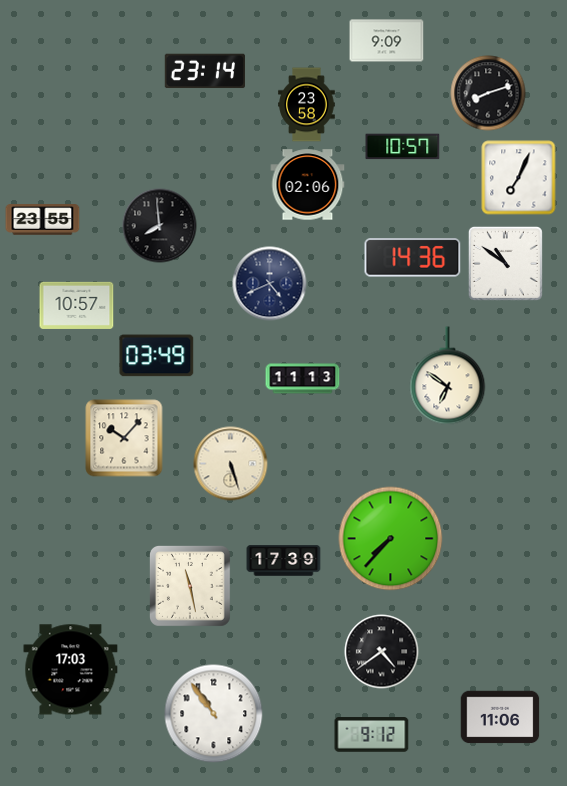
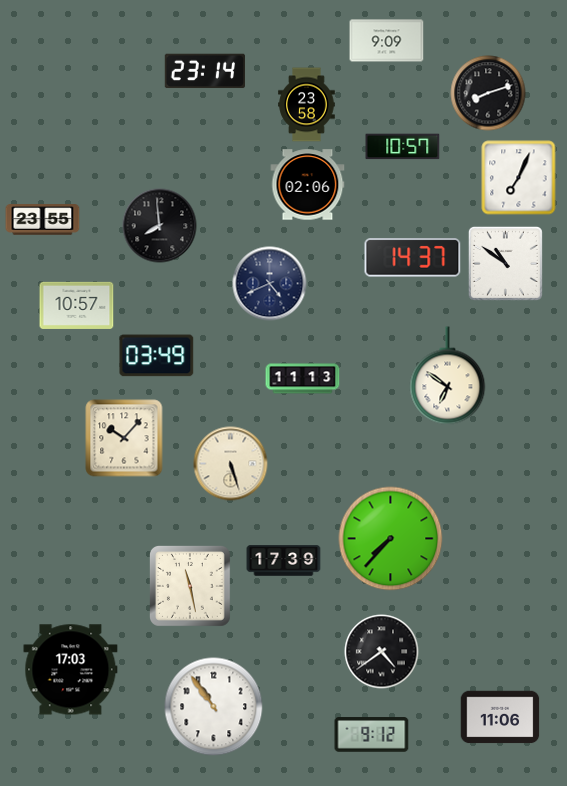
clock at (413, 258): 14:36 -> 14:37
clock at (214, 714) position: (214, 714) -> (214, 707)
